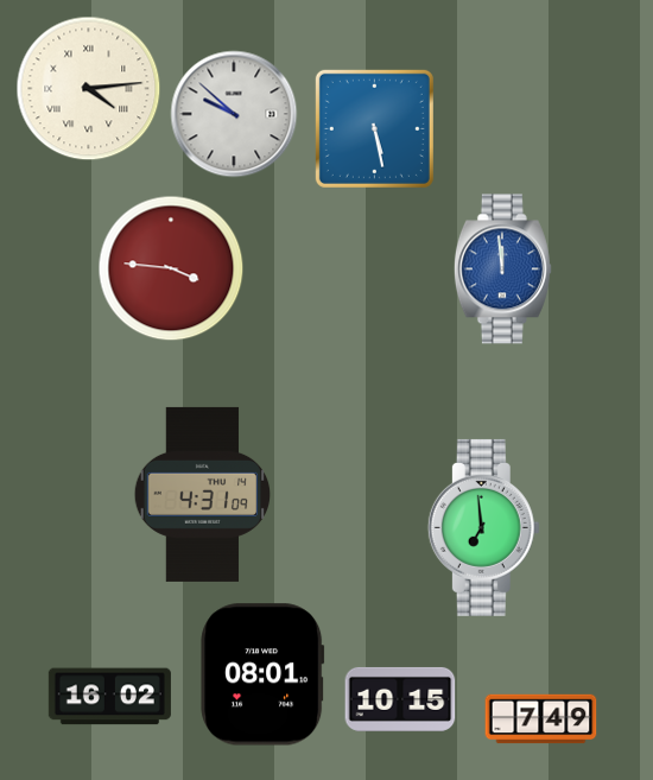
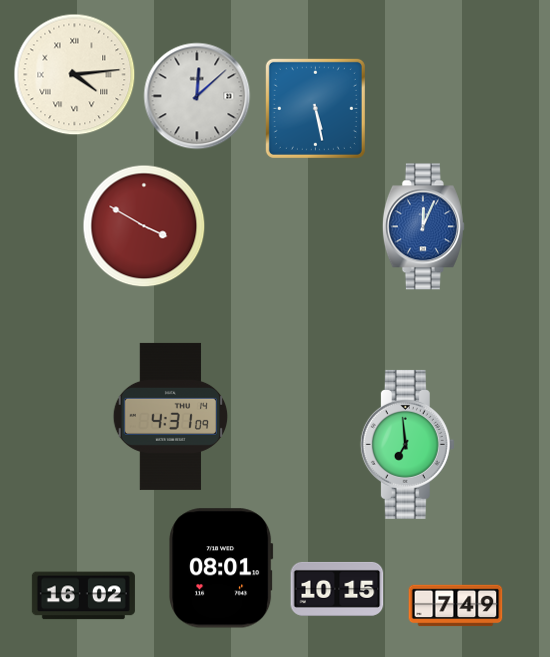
clock at (234, 114): 9:52 -> 12:08
clock at (171, 268): 3:46 -> 3:50
clock at (502, 269): 11:59 -> 12:04
clock at (109, 697) position: (109, 697) -> (83, 596)
